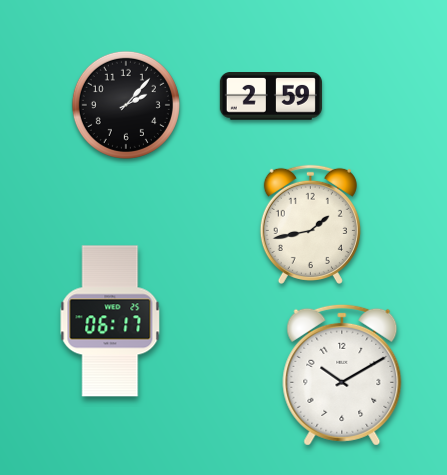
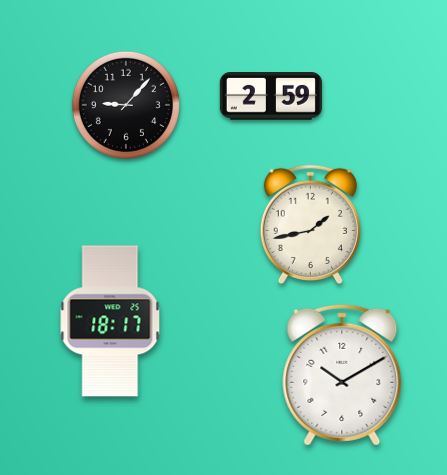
clock at (126, 105): 2:07 -> 9:07
clock at (110, 321): 06:17 -> 18:17
